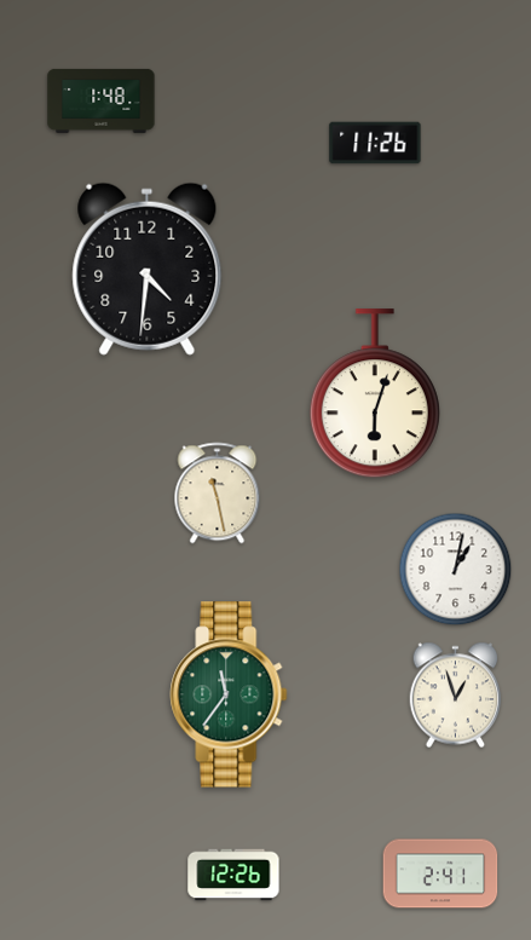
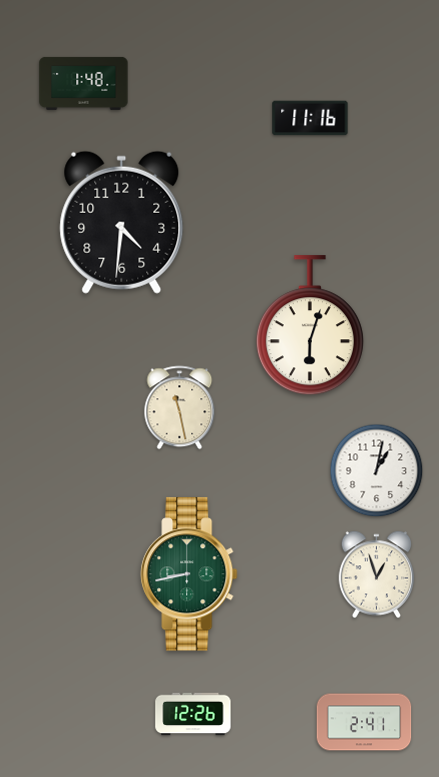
clock at (375, 143): 11:26 -> 11:16
clock at (229, 694): 11:36 -> 8:43
clock at (233, 875) position: (233, 875) -> (193, 714)
